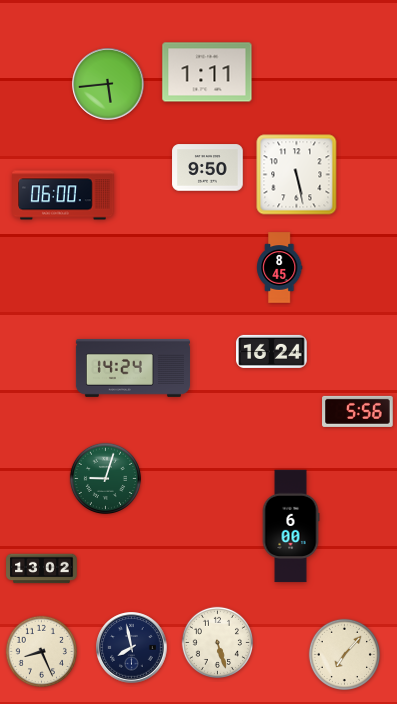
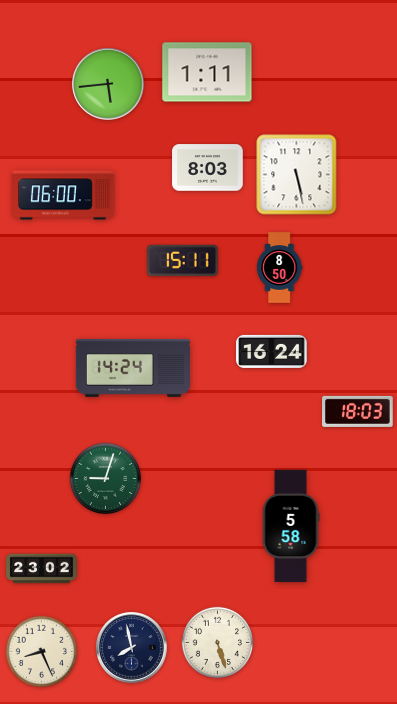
clock at (208, 168): 9:50 -> 8:03
clock at (183, 260): none -> 15:11
clock at (280, 268): 8:45 -> 8:50
clock at (358, 411): 5:56 -> 18:03
clock at (291, 526): 6:00 -> 5:58
clock at (42, 569): 13:02 -> 23:02
clock at (344, 654): 7:07 -> none
